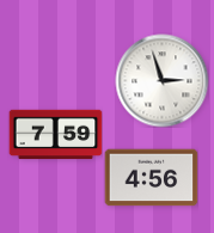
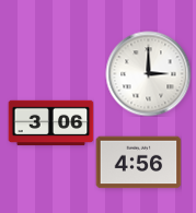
clock at (161, 80): 2:57 -> 3:00
clock at (55, 135): 7:59 -> 3:06
